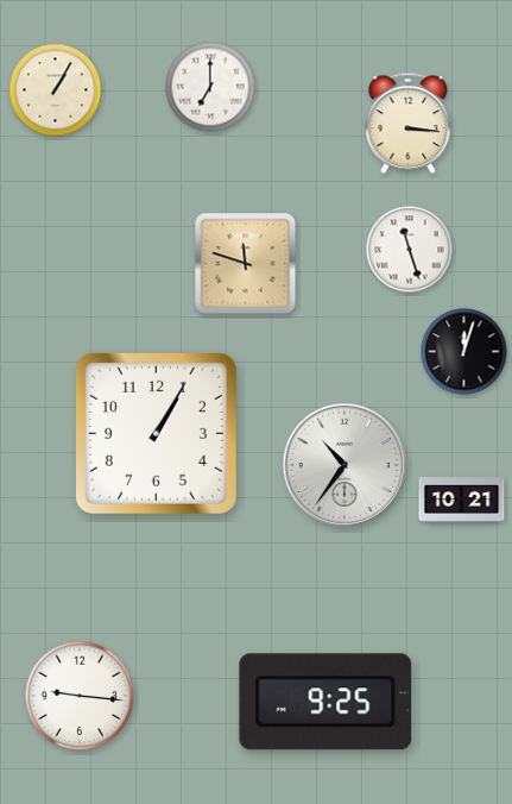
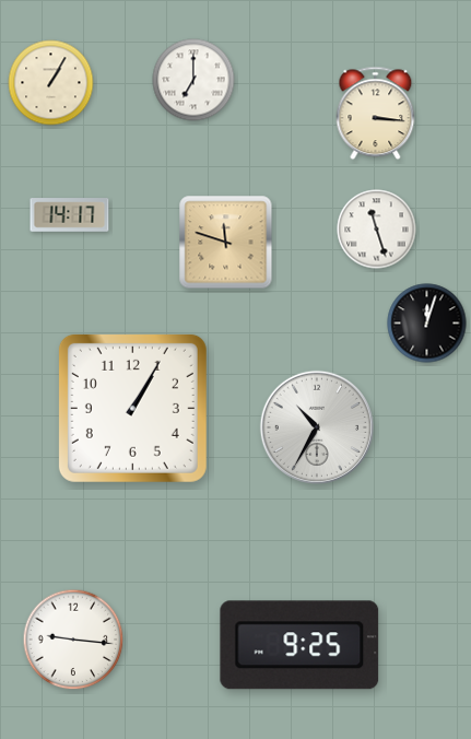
clock at (70, 215): none -> 14:17
clock at (156, 433) position: (156, 433) -> (132, 408)
clock at (345, 465): 10:36 -> 10:35
clock at (462, 501): 10:21 -> none
